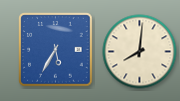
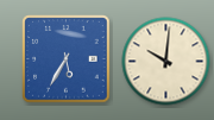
clock at (140, 52): 8:01 -> 10:01
